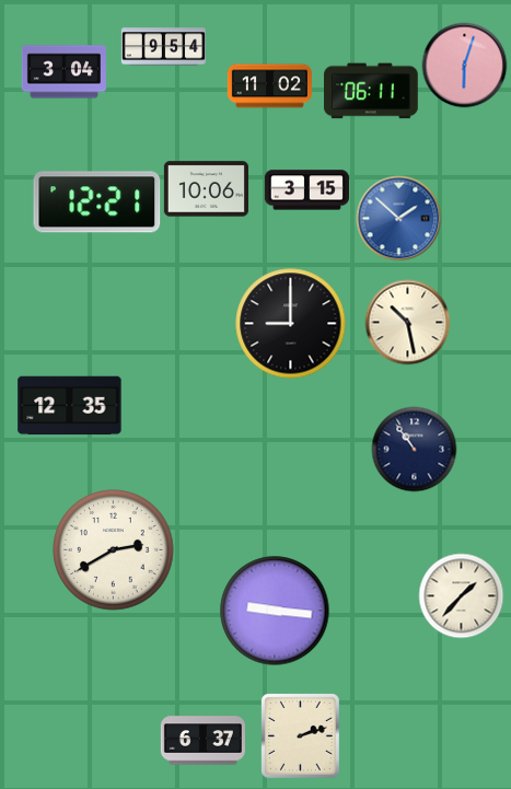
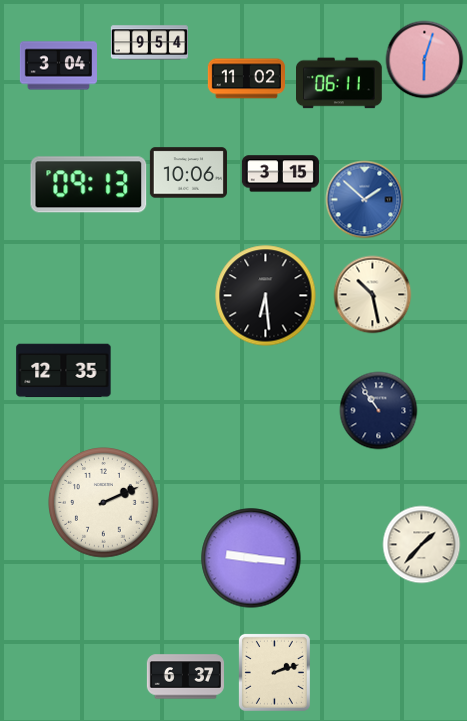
clock at (97, 202): 12:21 -> 09:13
clock at (291, 324): 9:00 -> 6:29
clock at (114, 550): 2:40 -> 2:11
